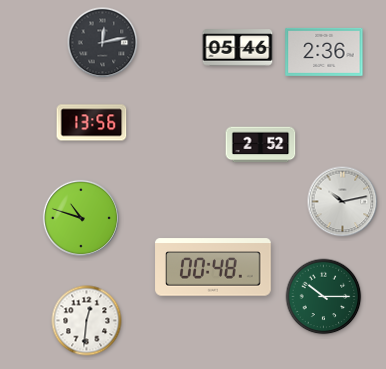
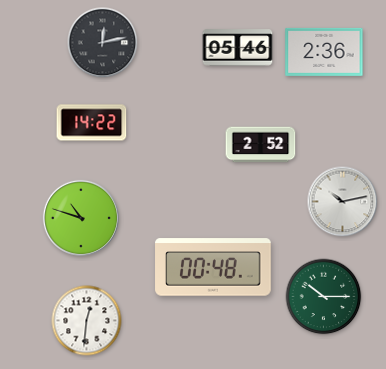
clock at (92, 123): 13:56 -> 14:22
